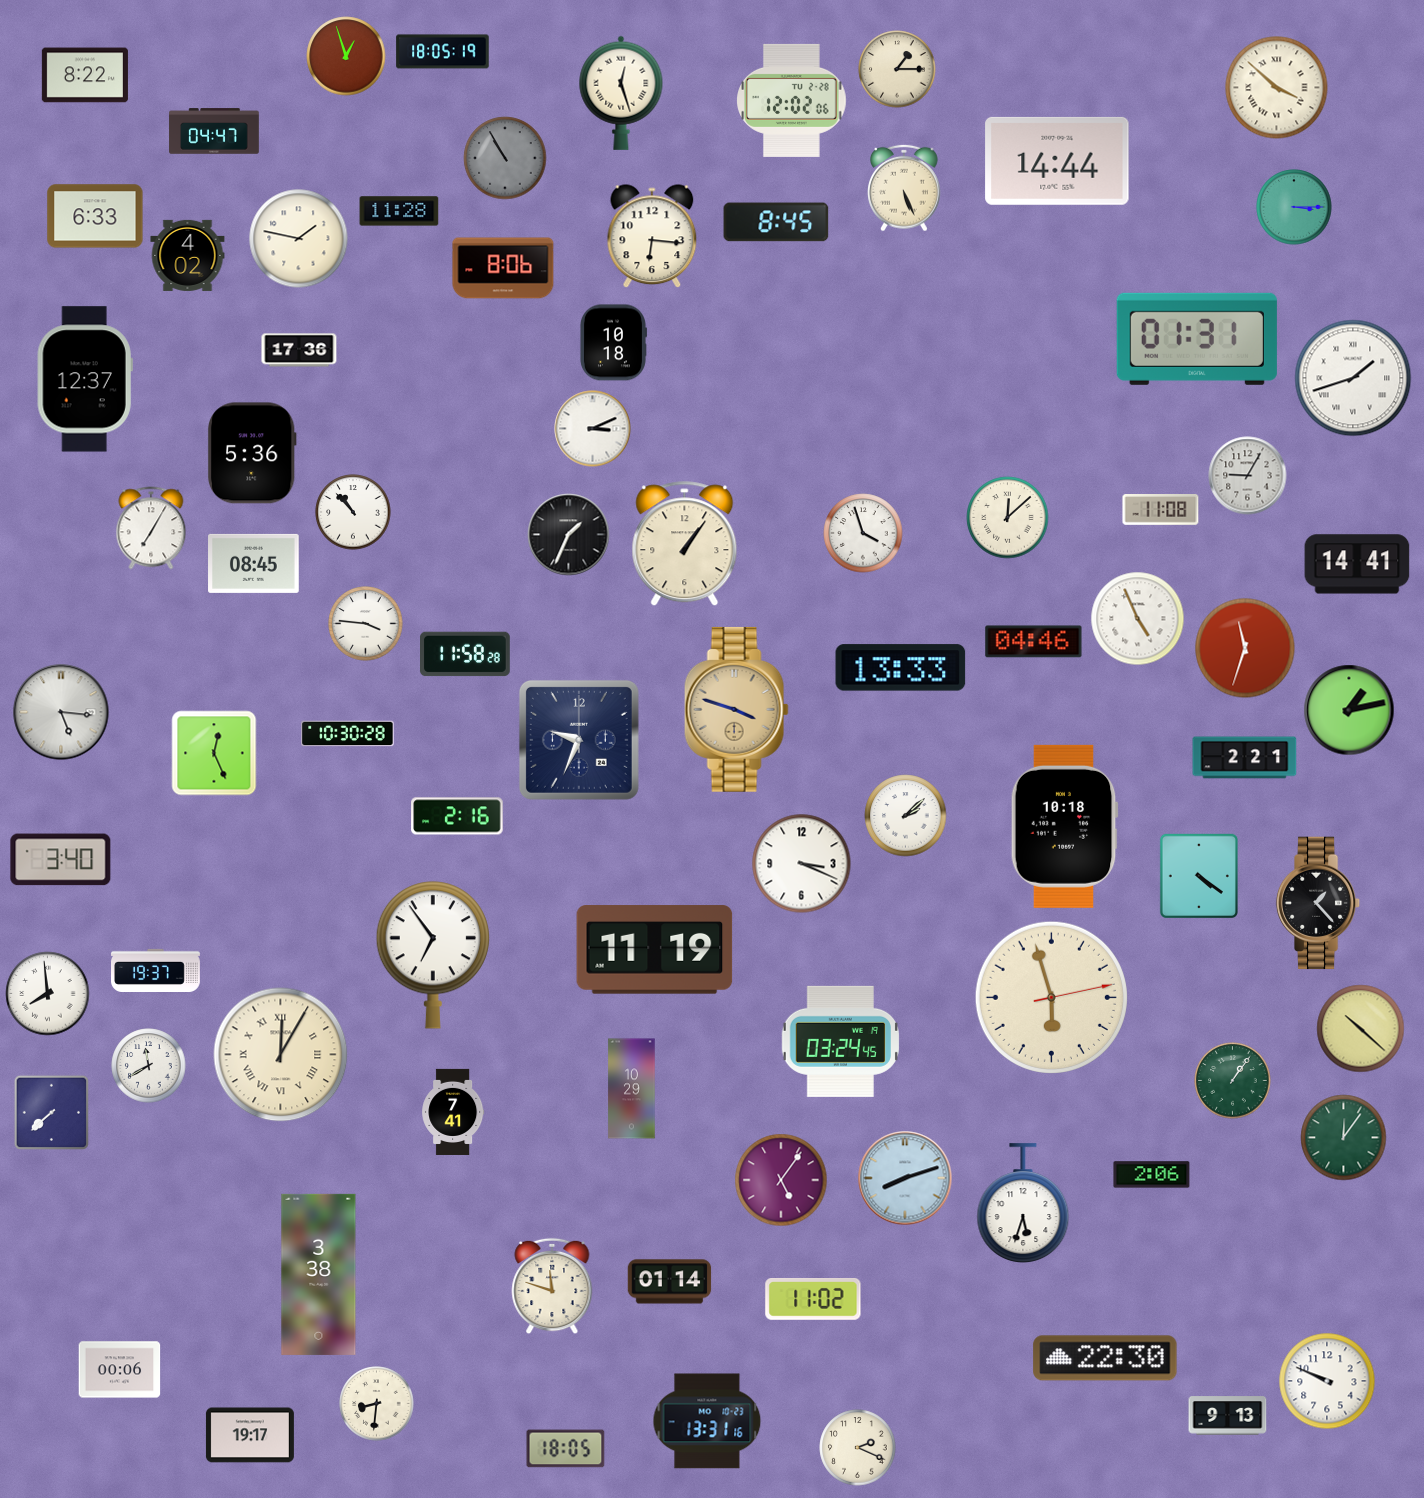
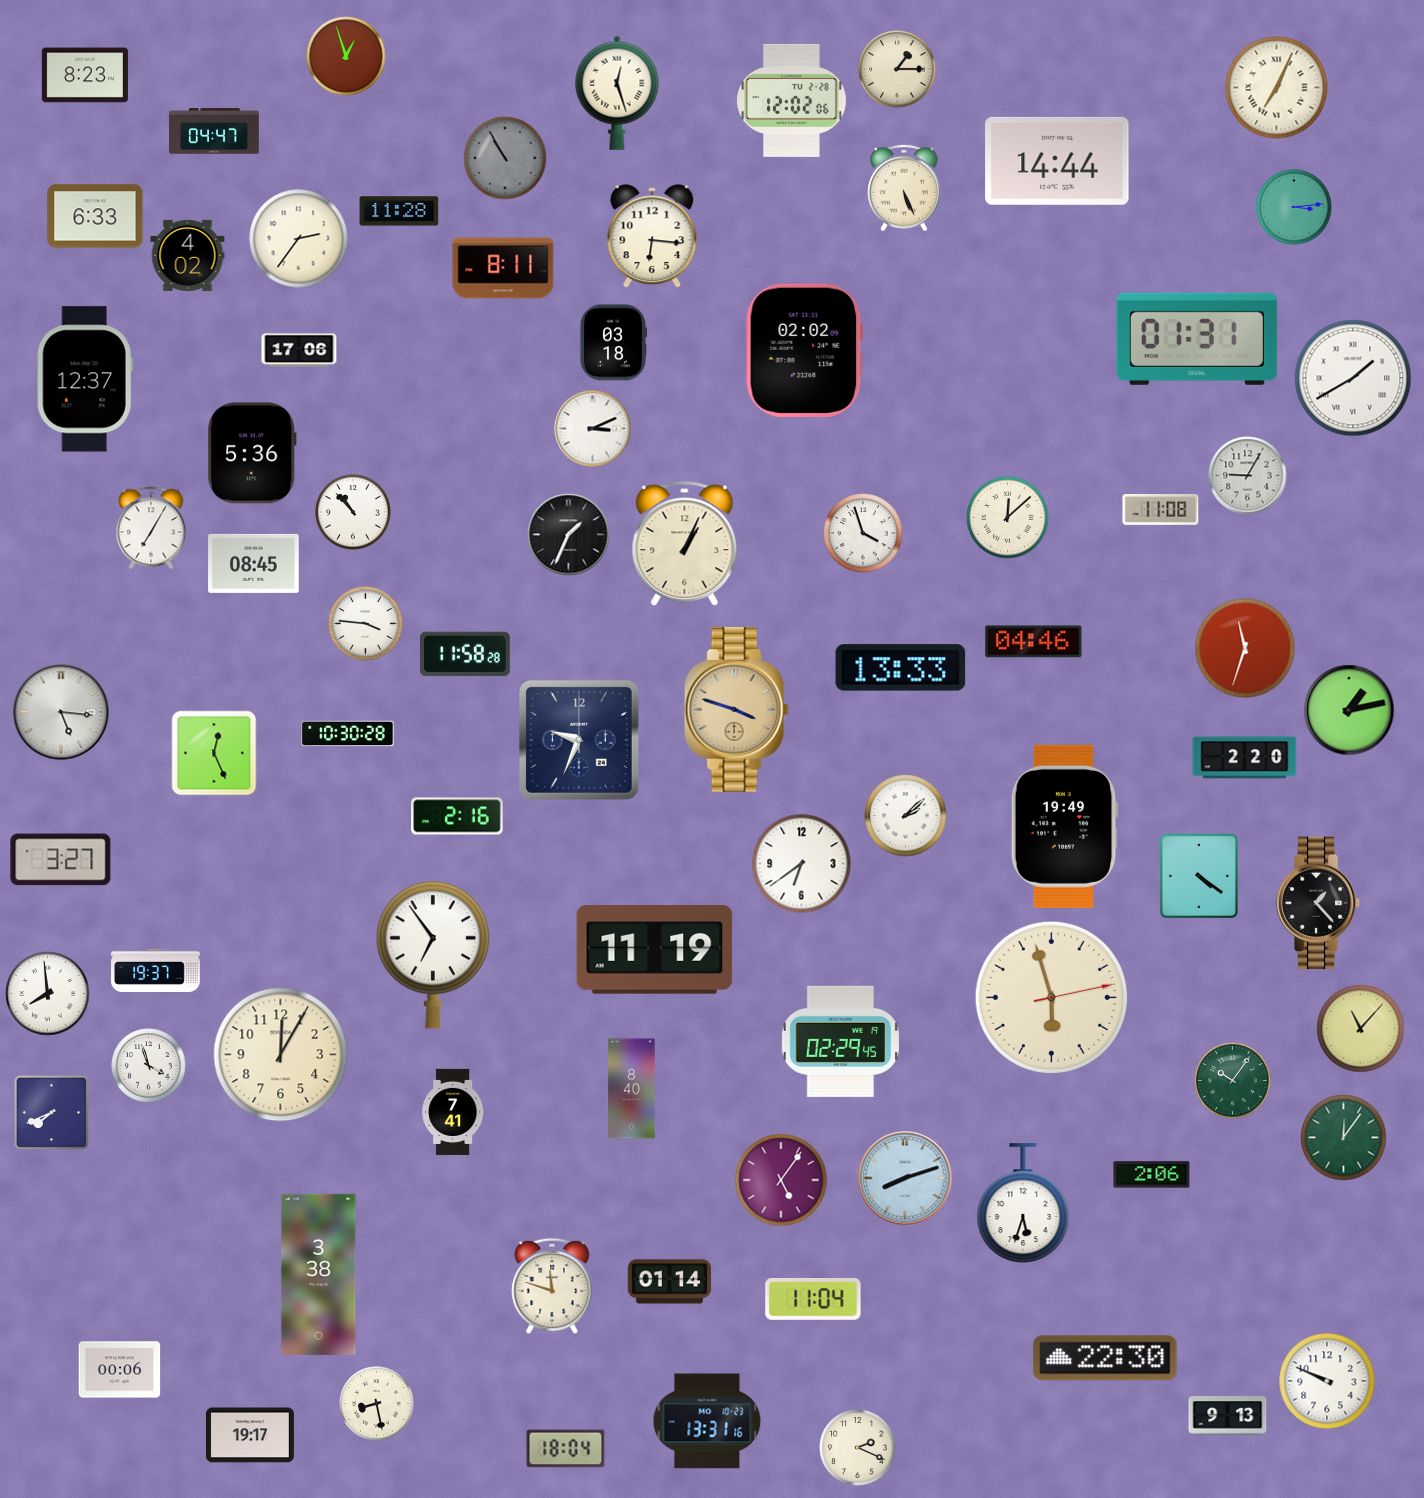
clock at (443, 52): 18:05 -> none
clock at (85, 75): 8:22 -> 8:23
clock at (1277, 88): 3:52 -> 7:04
clock at (621, 93) position: (621, 93) -> (617, 93)
clock at (1294, 207): 3:15 -> 3:14
clock at (776, 222): 8:45 -> none
clock at (299, 239): 1:47 -> 2:36
clock at (503, 268): 8:06 -> 8:11
clock at (613, 343): 10:18 -> 03:18
clock at (299, 350): 17:36 -> 17:06
clock at (804, 350): none -> 02:02
clock at (1353, 378): 1:42 -> 1:40
clock at (685, 544): 1:06 -> 1:04
clock at (1357, 564): 14:41 -> none
clock at (1138, 619): 4:56 -> none
clock at (1245, 758): 2:21 -> 2:20
clock at (1064, 826): 10:18 -> 19:49
clock at (61, 860): 3:40 -> 3:27
clock at (802, 864): 3:19 -> 6:39
clock at (1361, 1029): 10:22 -> 11:07
clock at (840, 1041): 03:24 -> 02:29
clock at (281, 1055) numerals: Roman -> Arabic
clock at (149, 1066): 11:40 -> 3:57
clock at (1233, 1081): 1:06 -> 10:06
clock at (632, 1089): 10:29 -> 8:40
clock at (51, 1112): 7:38 -> 7:41
clock at (813, 1300): 11:02 -> 11:04
clock at (377, 1404): 8:31 -> 8:28
clock at (566, 1449): 18:05 -> 18:04
